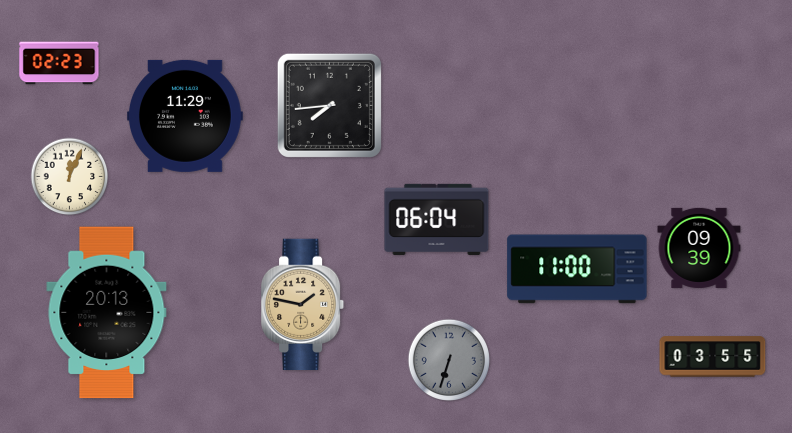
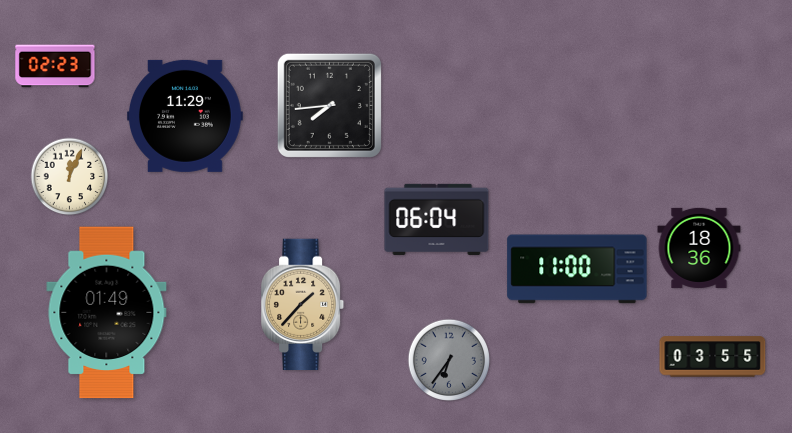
clock at (59, 63) position: (59, 63) -> (55, 66)
clock at (699, 248): 09:39 -> 18:36
clock at (303, 305): 1:47 -> 1:37
clock at (107, 313): 20:13 -> 01:49
clock at (448, 359): 6:33 -> 6:36
